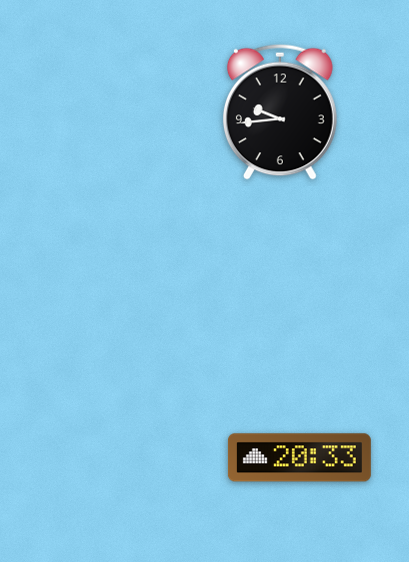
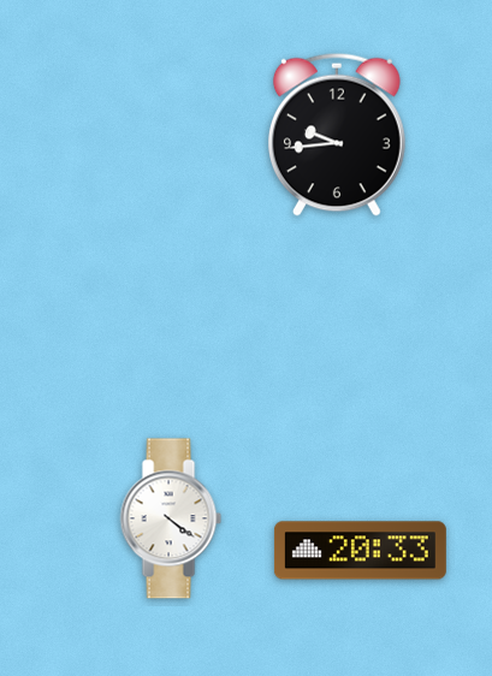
clock at (171, 518): none -> 4:21
